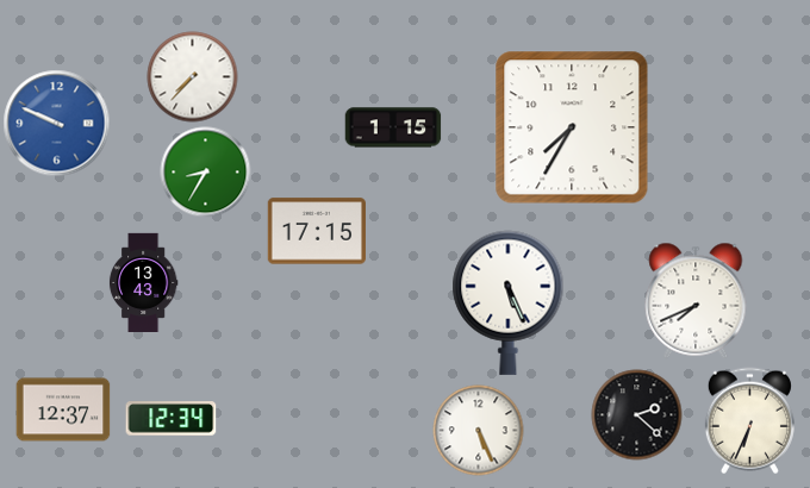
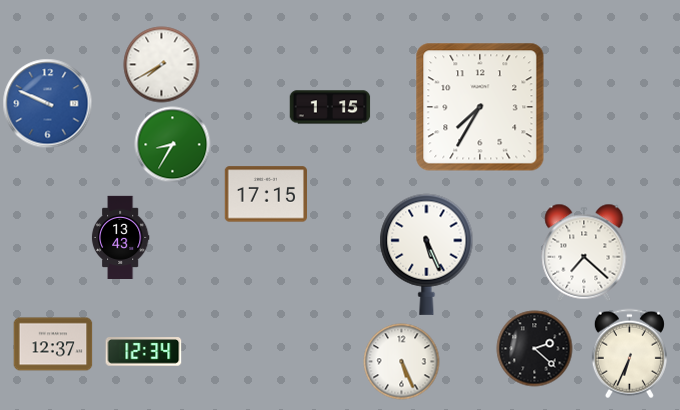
clock at (193, 77): 7:37 -> 7:40
clock at (696, 301): 7:41 -> 7:22
